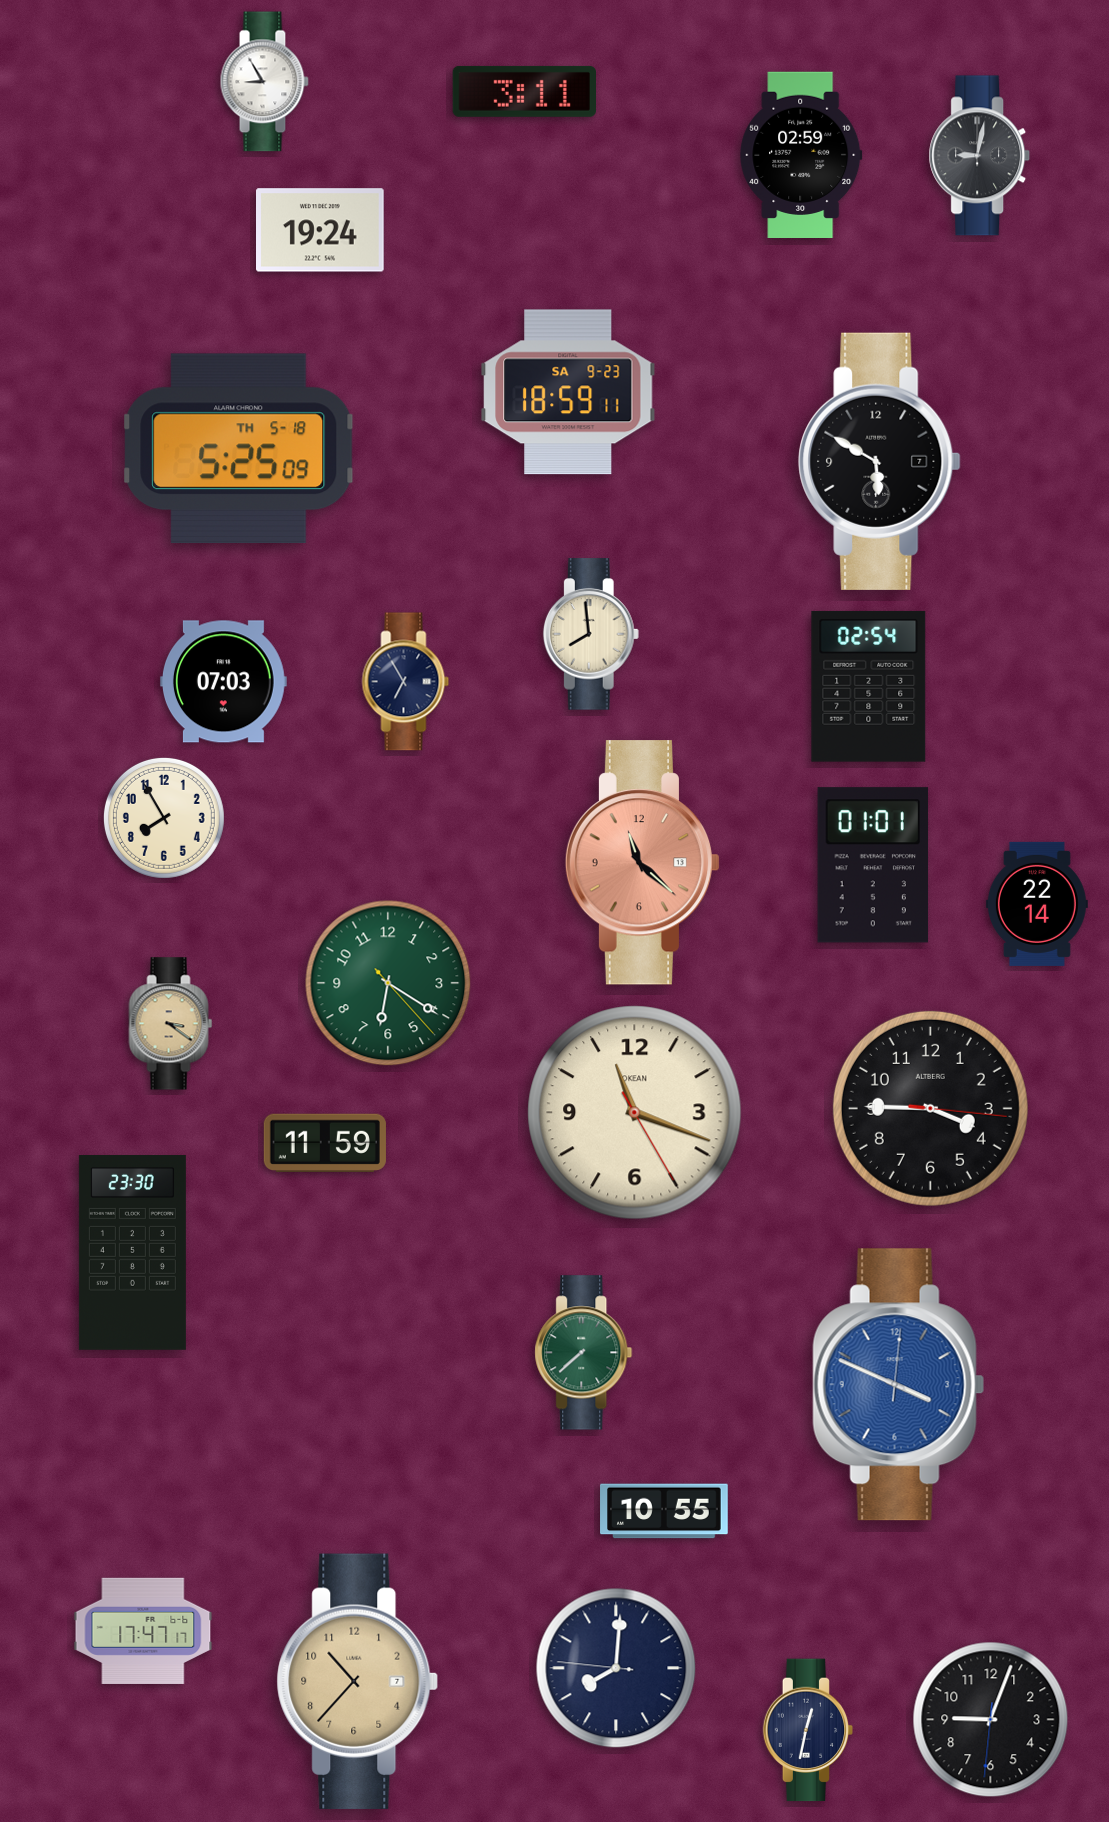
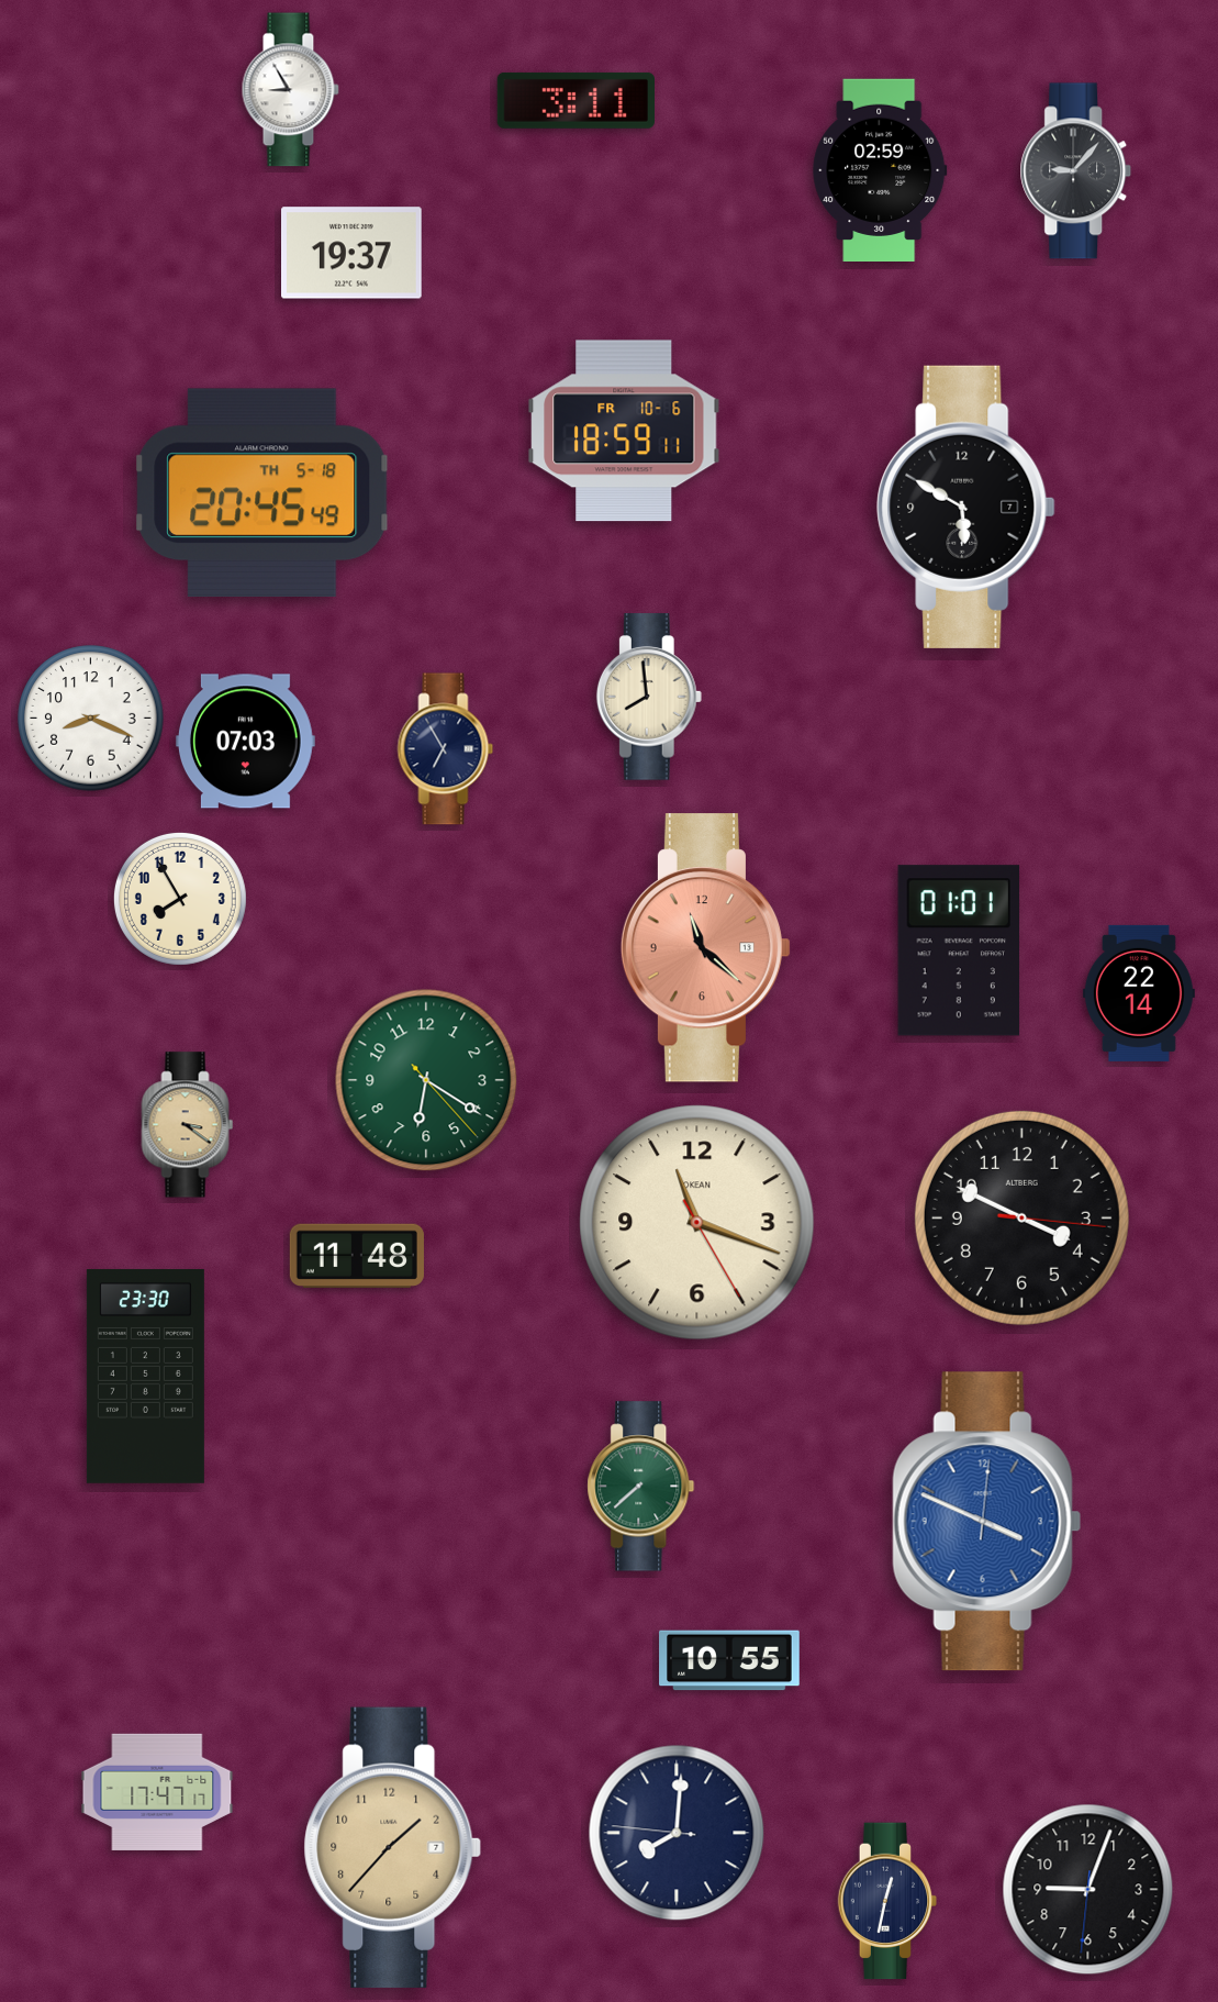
clock at (980, 156): 9:02 -> 9:07
clock at (321, 230): 19:24 -> 19:37
clock at (568, 392) date: SA 9-23 -> FR 10-6
clock at (239, 448): 5:25 -> 20:45
clock at (91, 719): none -> 8:19
clock at (223, 682) position: (223, 682) -> (245, 742)
clock at (869, 686): 02:54 -> none
clock at (930, 1108): 3:45 -> 3:49
clock at (325, 1142): 11:59 -> 11:48
clock at (358, 1681): 10:37 -> 1:37
